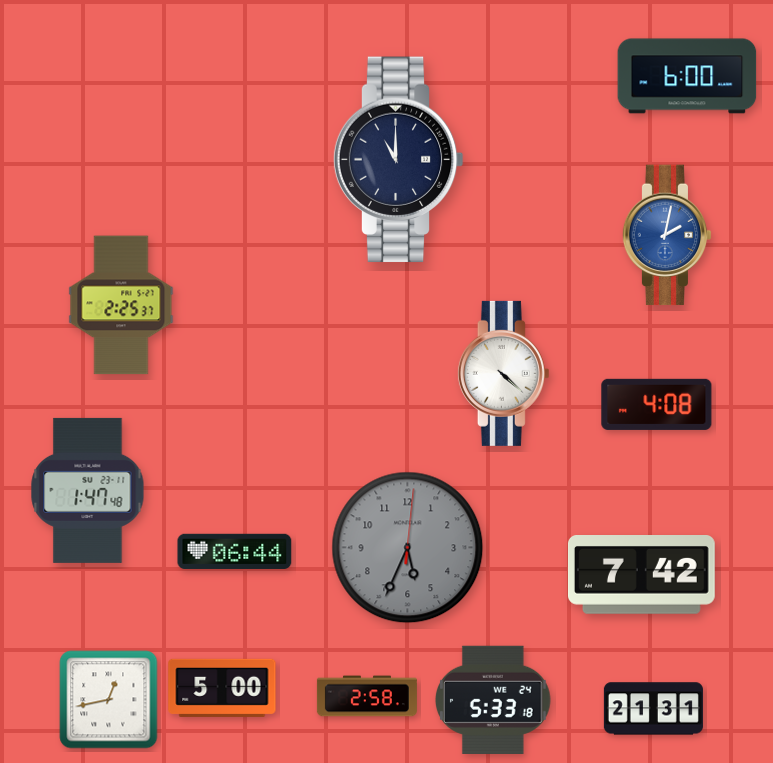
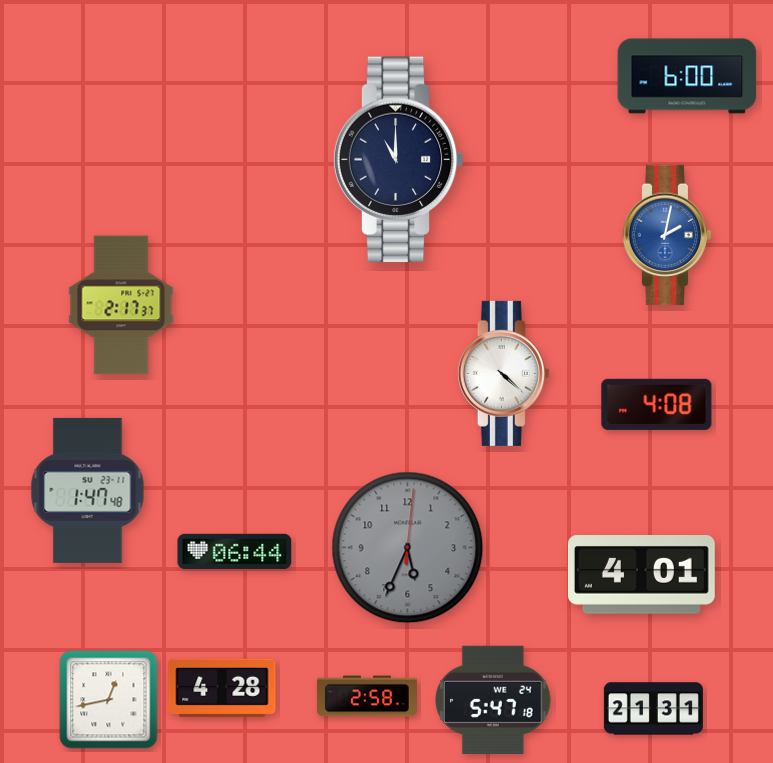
clock at (121, 305): 2:25 -> 2:17
clock at (641, 575): 7:42 -> 4:01
clock at (222, 688): 5:00 -> 4:28
clock at (494, 700): 5:33 -> 5:47
